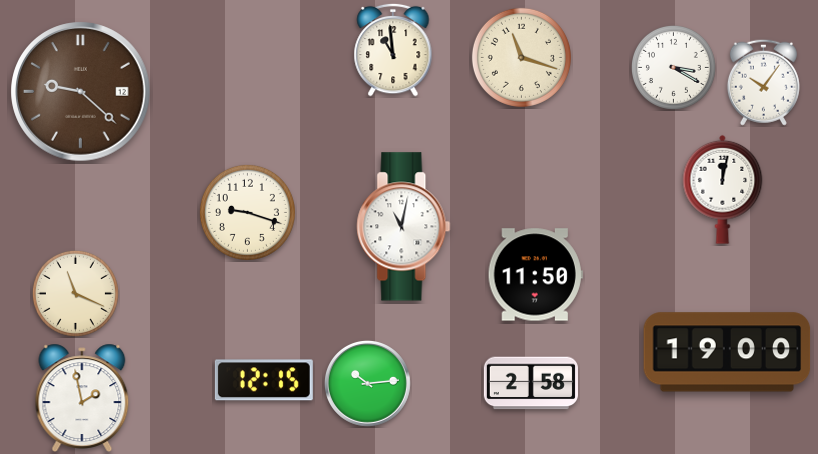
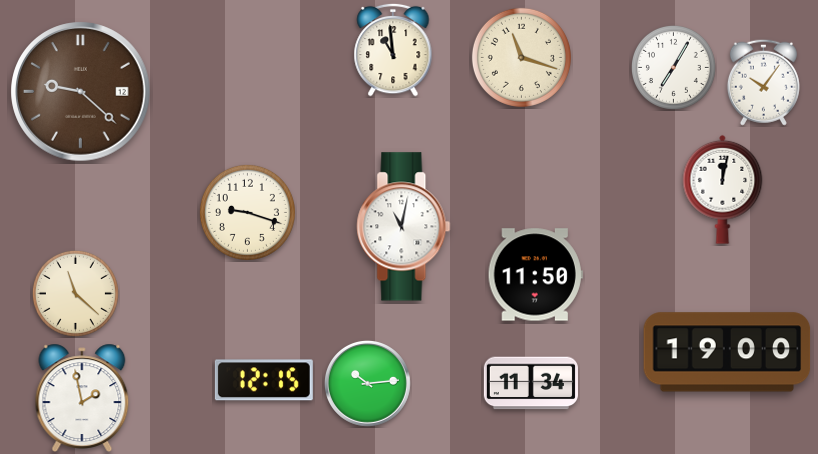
clock at (673, 67): 3:20 -> 7:05
clock at (75, 293): 11:19 -> 11:22
clock at (531, 383): 2:58 -> 11:34
